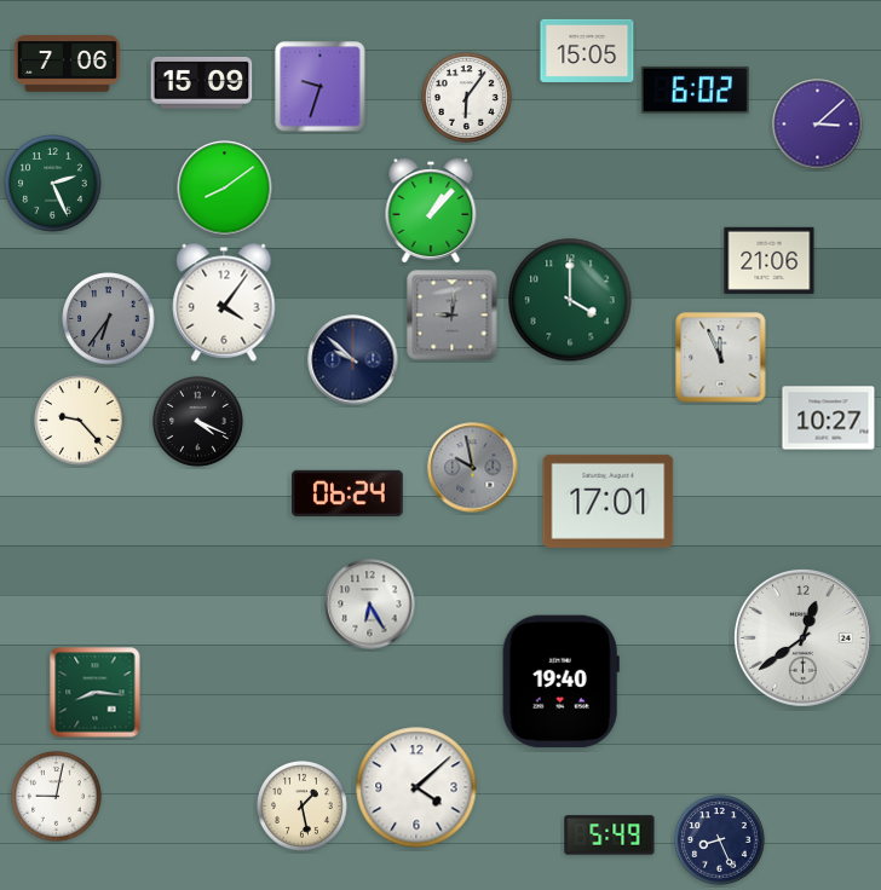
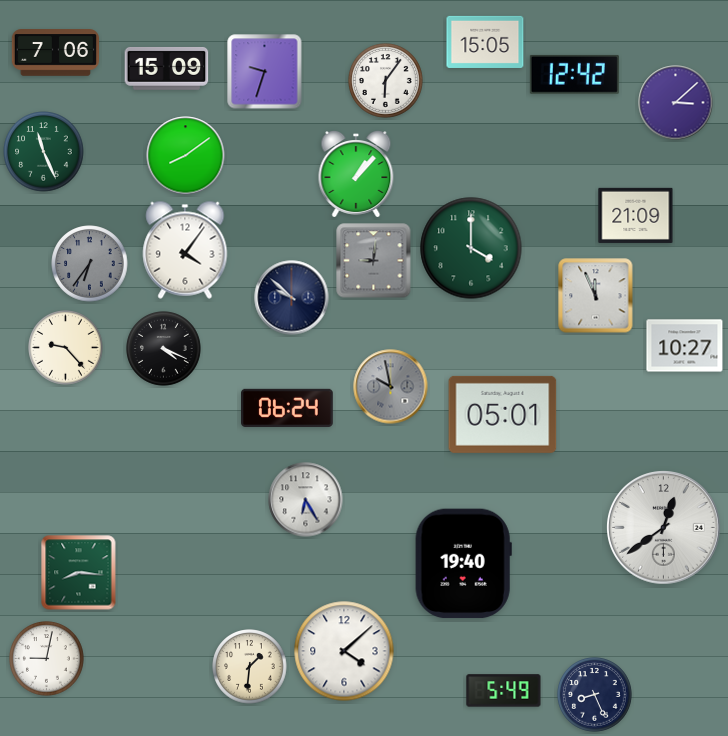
clock at (695, 89): 6:02 -> 12:42
clock at (53, 184): 2:26 -> 11:26
clock at (770, 260): 21:06 -> 21:09
clock at (609, 501): 17:01 -> 05:01
clock at (303, 807): 1:28 -> 1:31
